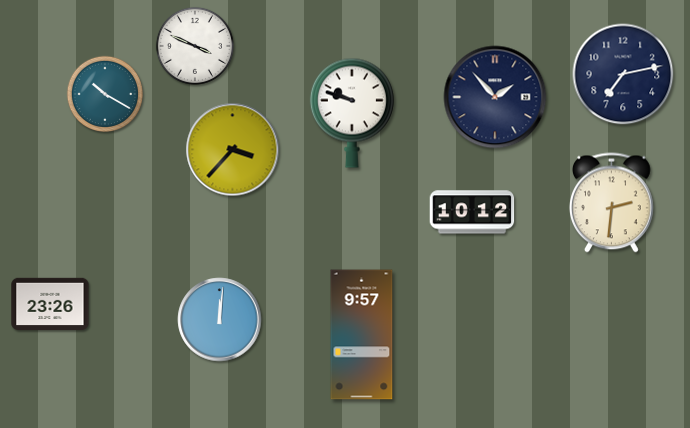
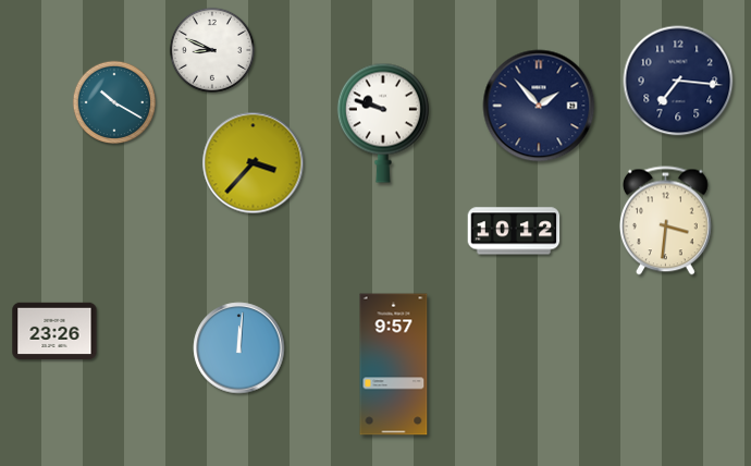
clock at (195, 46): 3:49 -> 8:49
clock at (623, 74): 7:13 -> 7:16
clock at (611, 203): 2:31 -> 3:31
